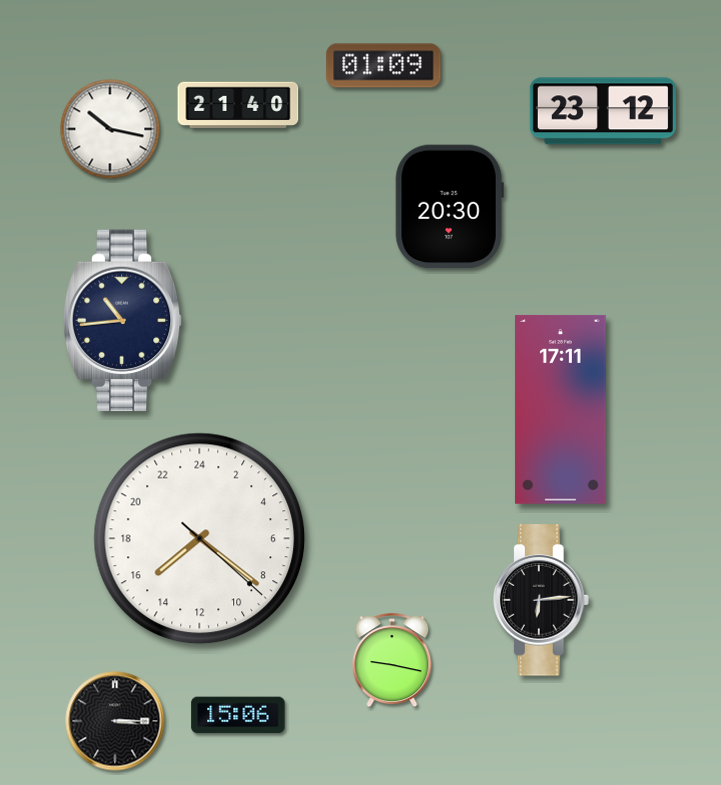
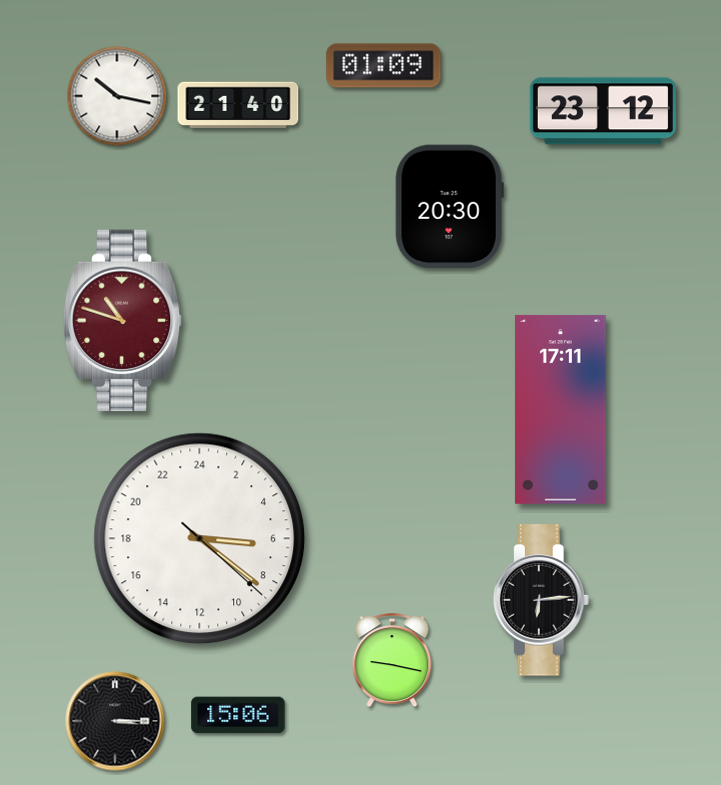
clock at (110, 129) position: (110, 129) -> (117, 96)
clock at (122, 321): 10:44 -> 10:48
clock at (122, 321) dial: navy -> burgundy
clock at (200, 539): 15:21 -> 6:21
